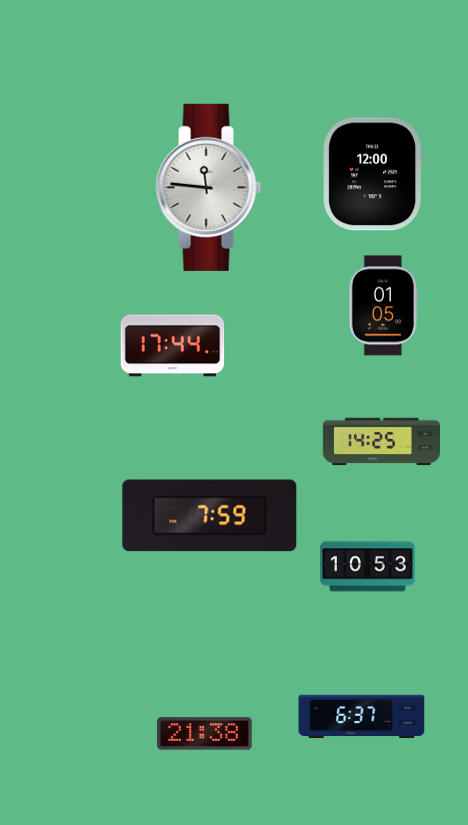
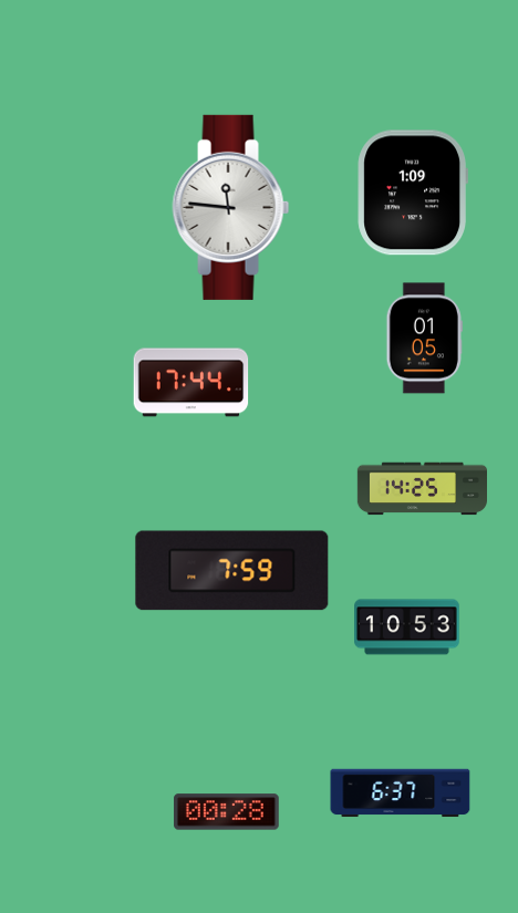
clock at (372, 174): 12:00 -> 1:09
clock at (205, 734): 21:38 -> 00:28
